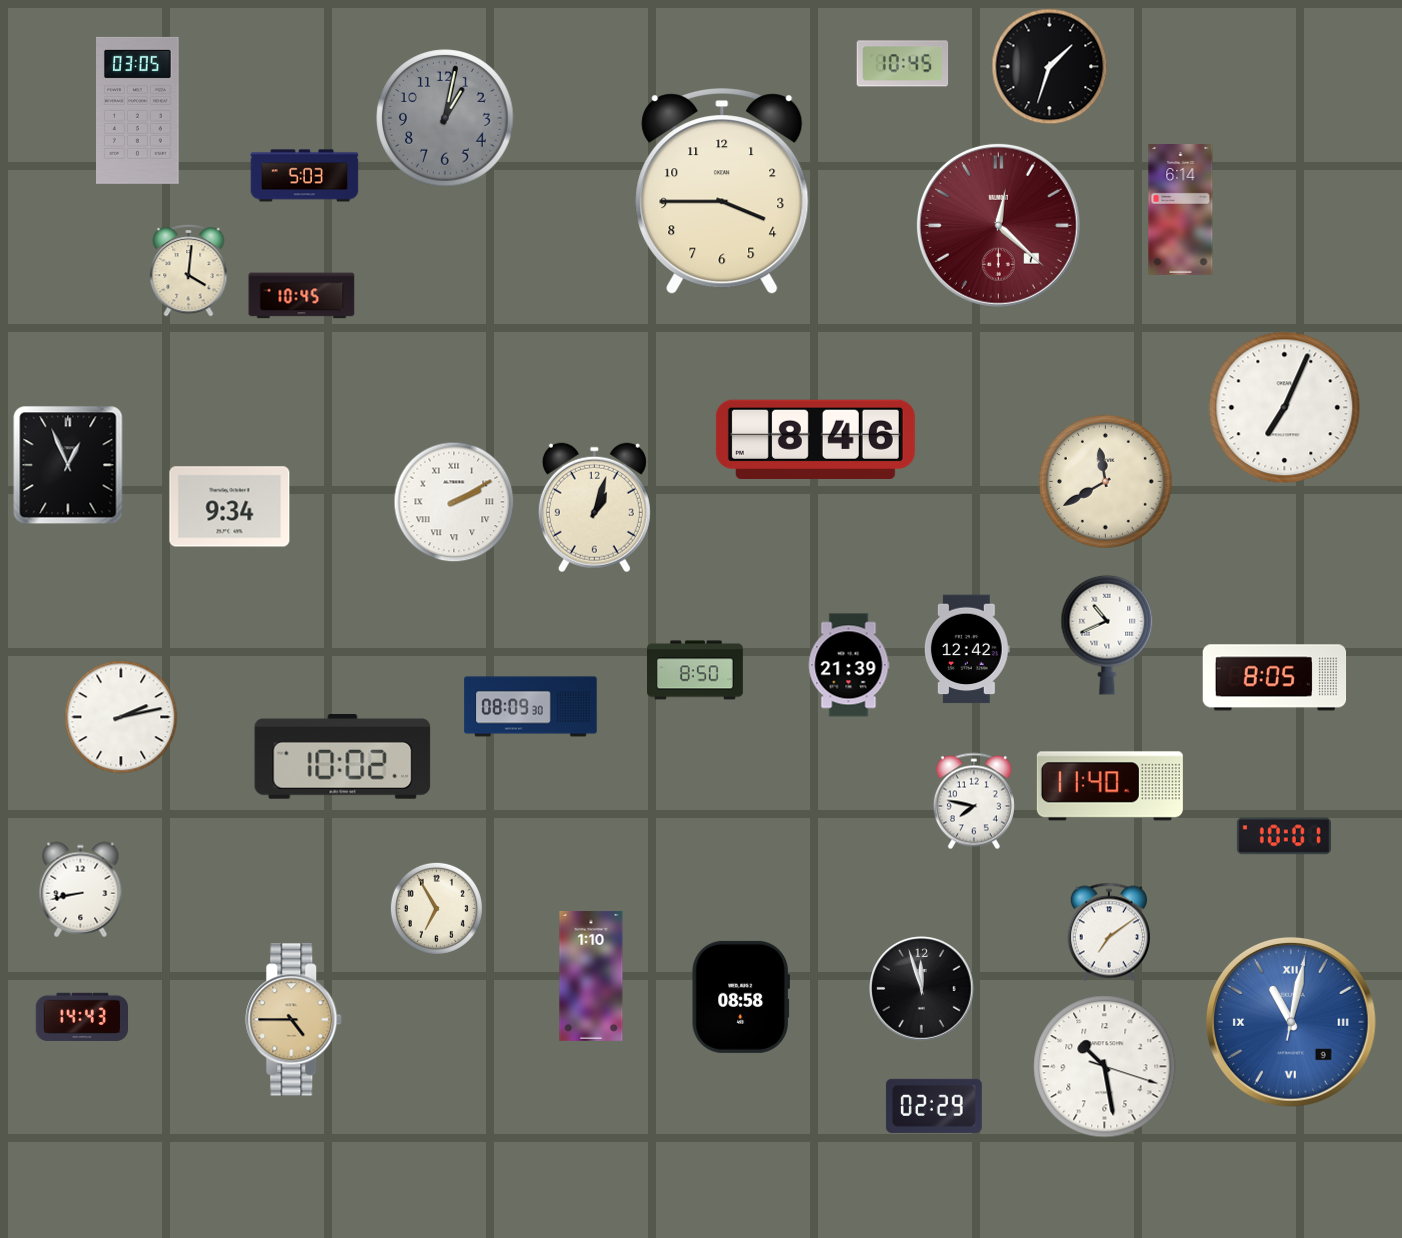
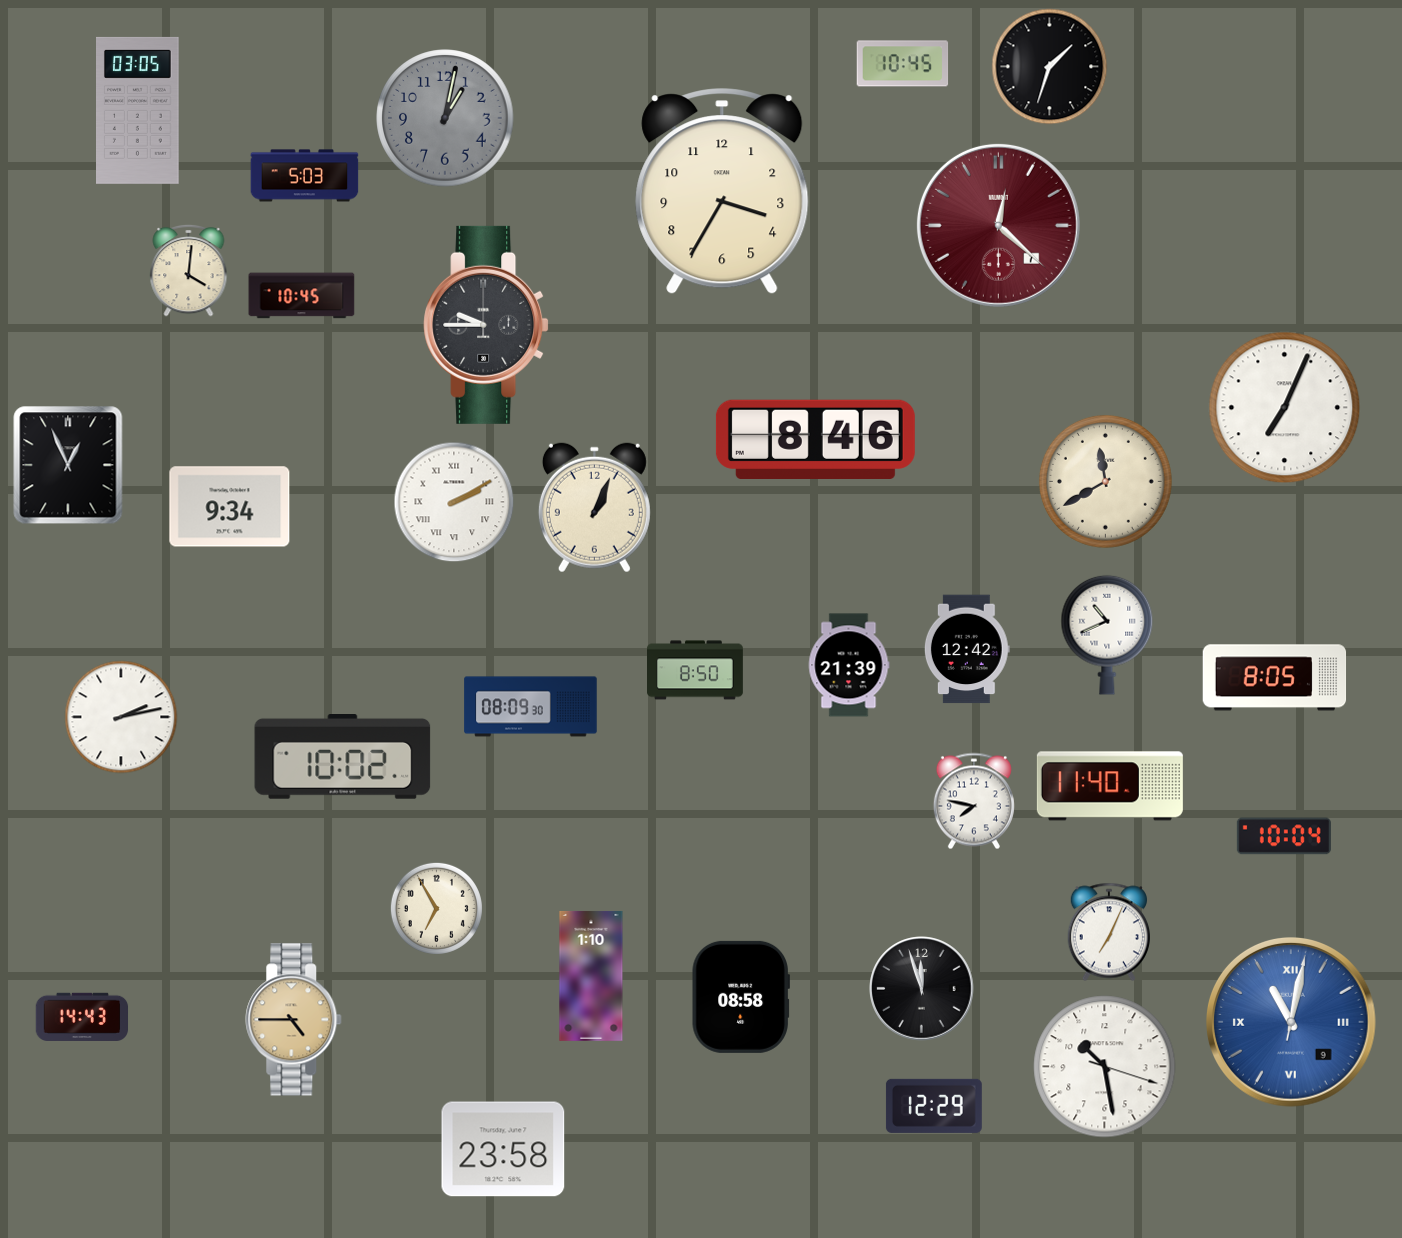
clock at (722, 192): 3:45 -> 3:35
clock at (1181, 210): 6:14 -> none
clock at (486, 325): none -> 9:45
clock at (594, 508): 1:03 -> 1:04
clock at (1284, 836): 10:01 -> 10:04
clock at (81, 890): 8:43 -> none
clock at (1108, 932): 7:09 -> 7:04
clock at (934, 1106): 02:29 -> 12:29
clock at (503, 1149): none -> 23:58
